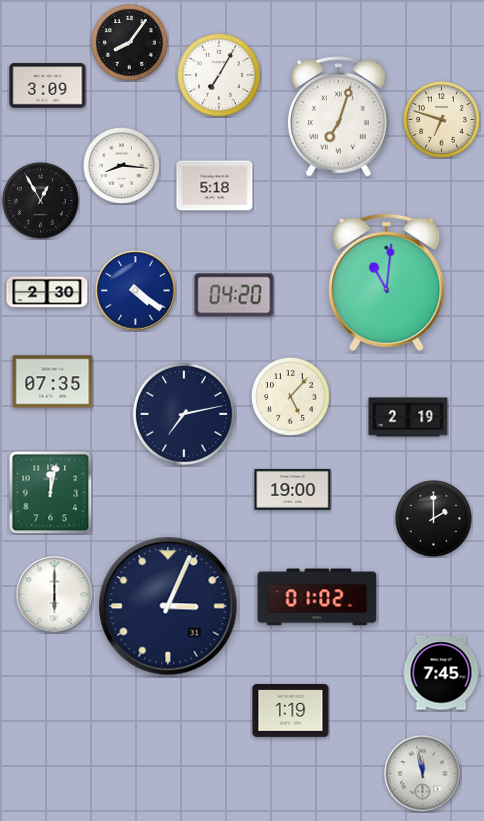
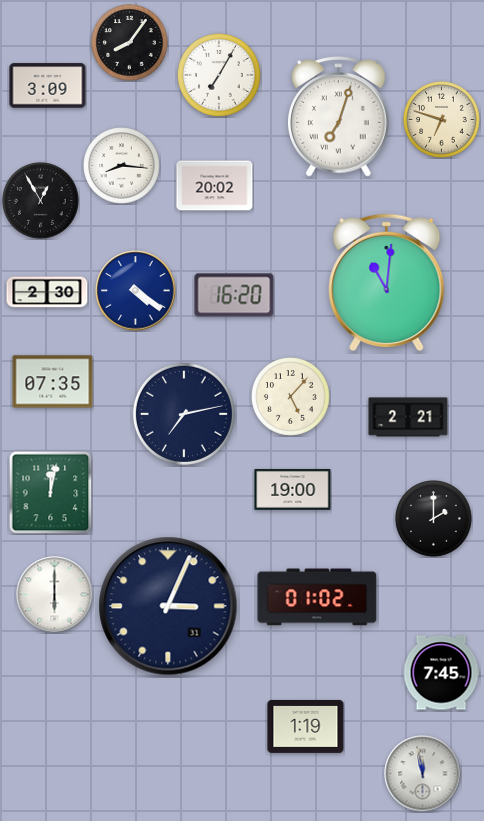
clock at (215, 186): 5:18 -> 20:02
clock at (234, 295): 04:20 -> 16:20
clock at (408, 417): 2:19 -> 2:21
clock at (291, 710) position: (291, 710) -> (306, 726)
